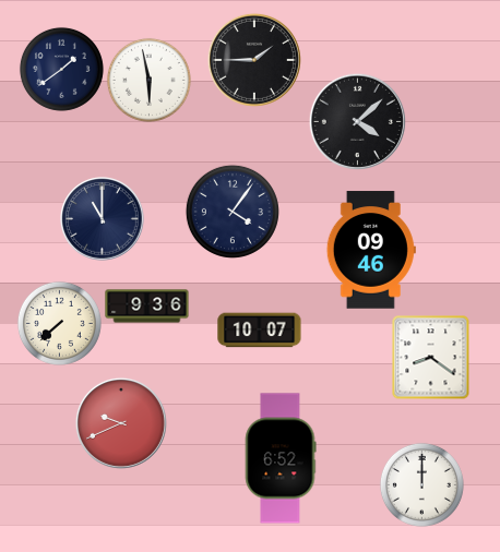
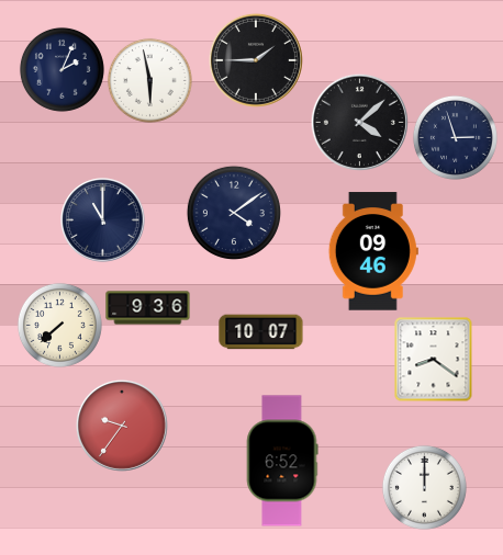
clock at (61, 69): 1:39 -> 2:04
clock at (455, 137): none -> 2:57
clock at (233, 212): 4:06 -> 4:09
clock at (121, 423): 9:41 -> 9:36
